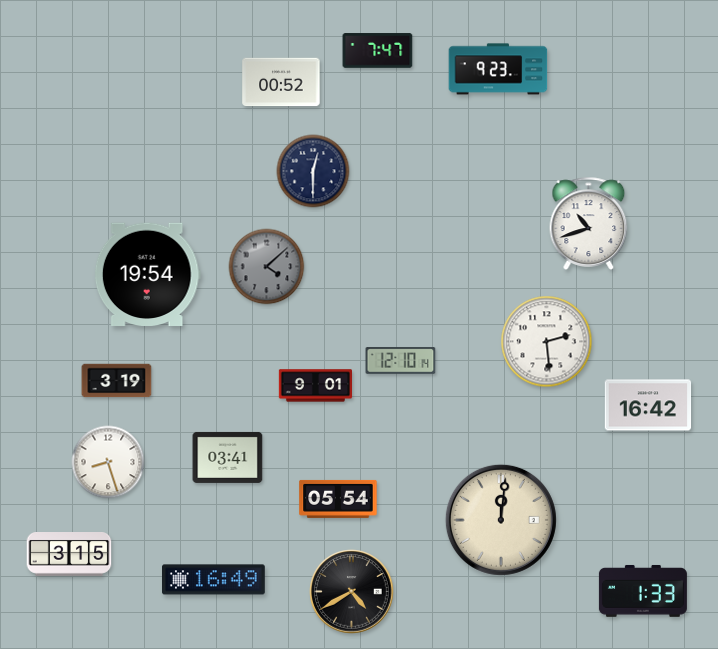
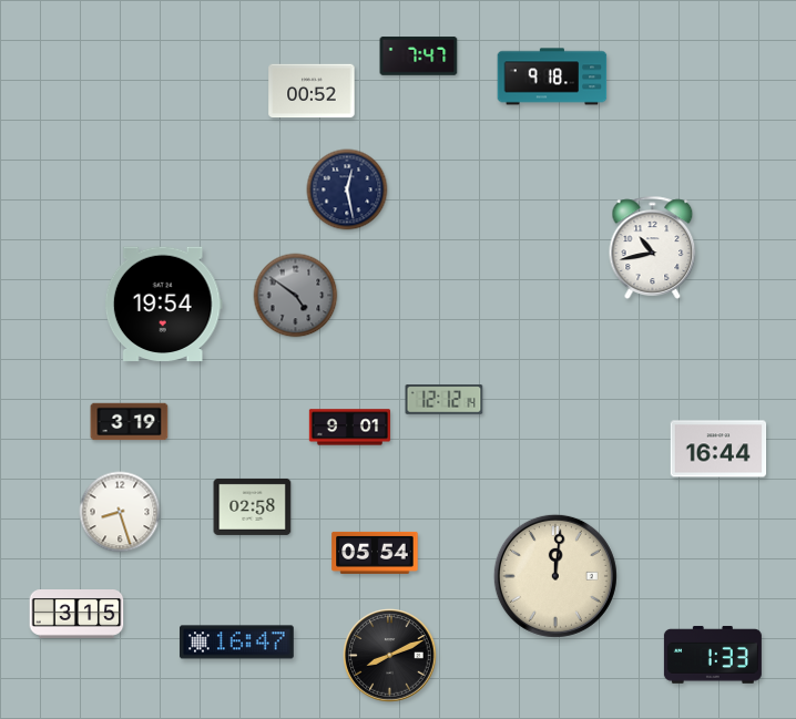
clock at (498, 69): 9:23 -> 9:18
clock at (313, 171): 12:30 -> 12:28
clock at (589, 223): 10:42 -> 10:43
clock at (267, 267): 4:08 -> 4:51
clock at (547, 342): 2:29 -> none
clock at (401, 361): 12:10 -> 12:12
clock at (648, 405): 16:42 -> 16:44
clock at (228, 457): 03:41 -> 02:58
clock at (214, 580): 16:49 -> 16:47
clock at (352, 592): 4:40 -> 8:11
